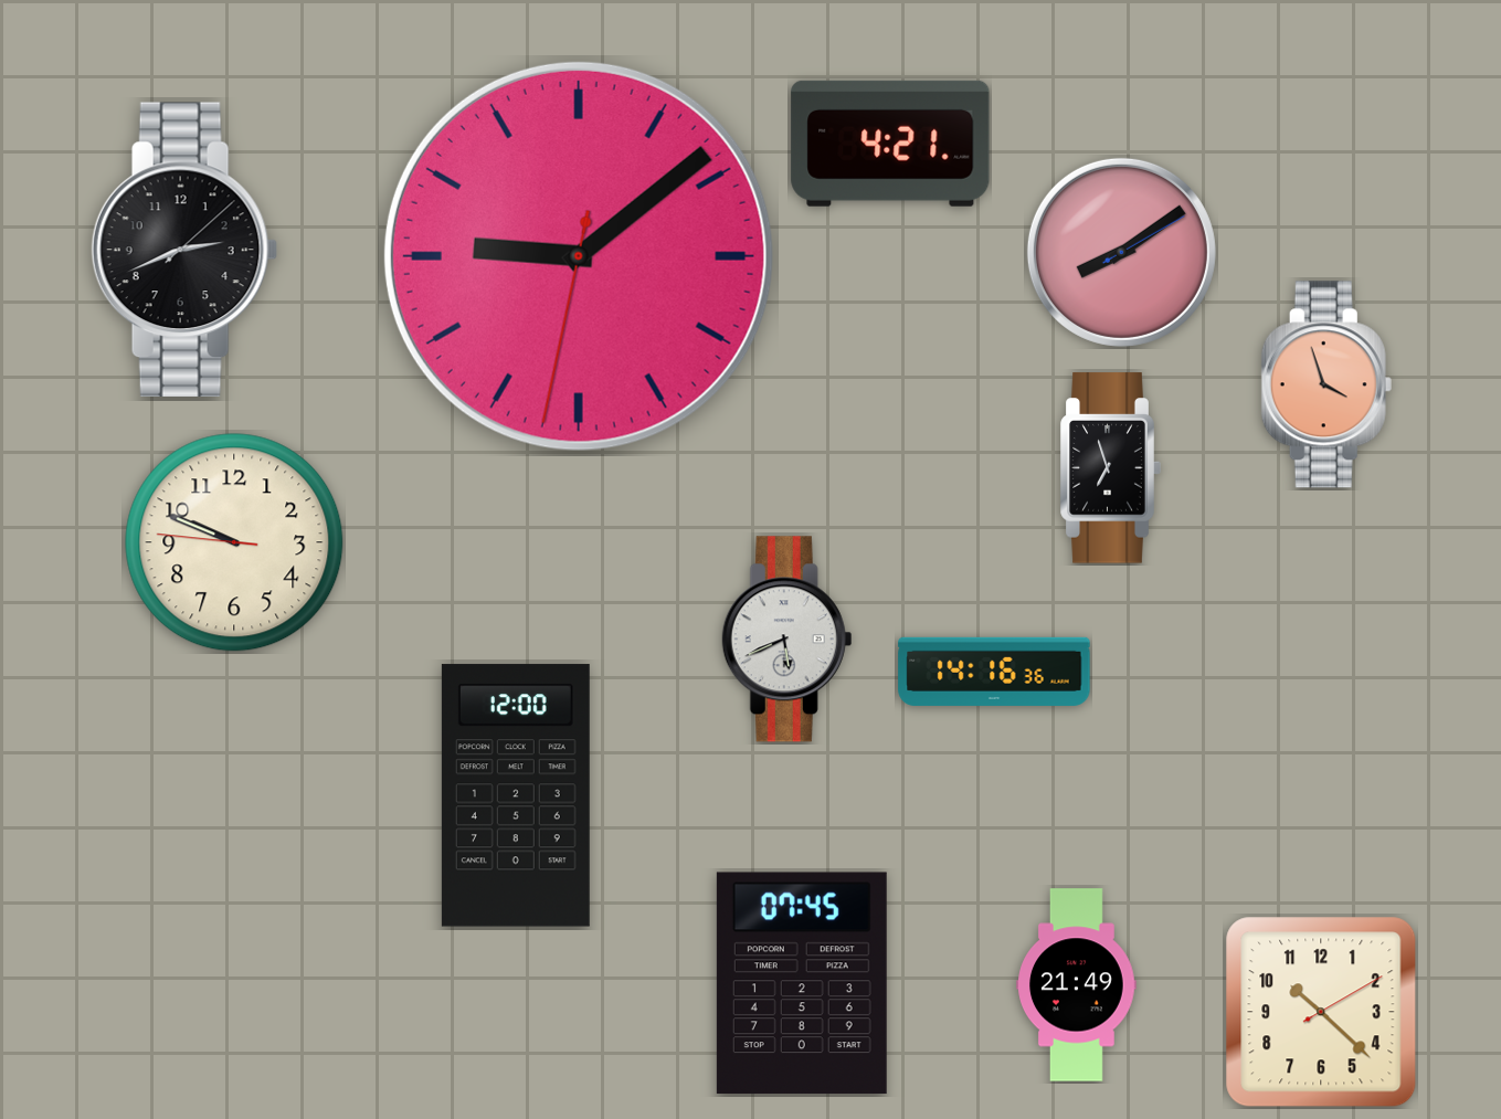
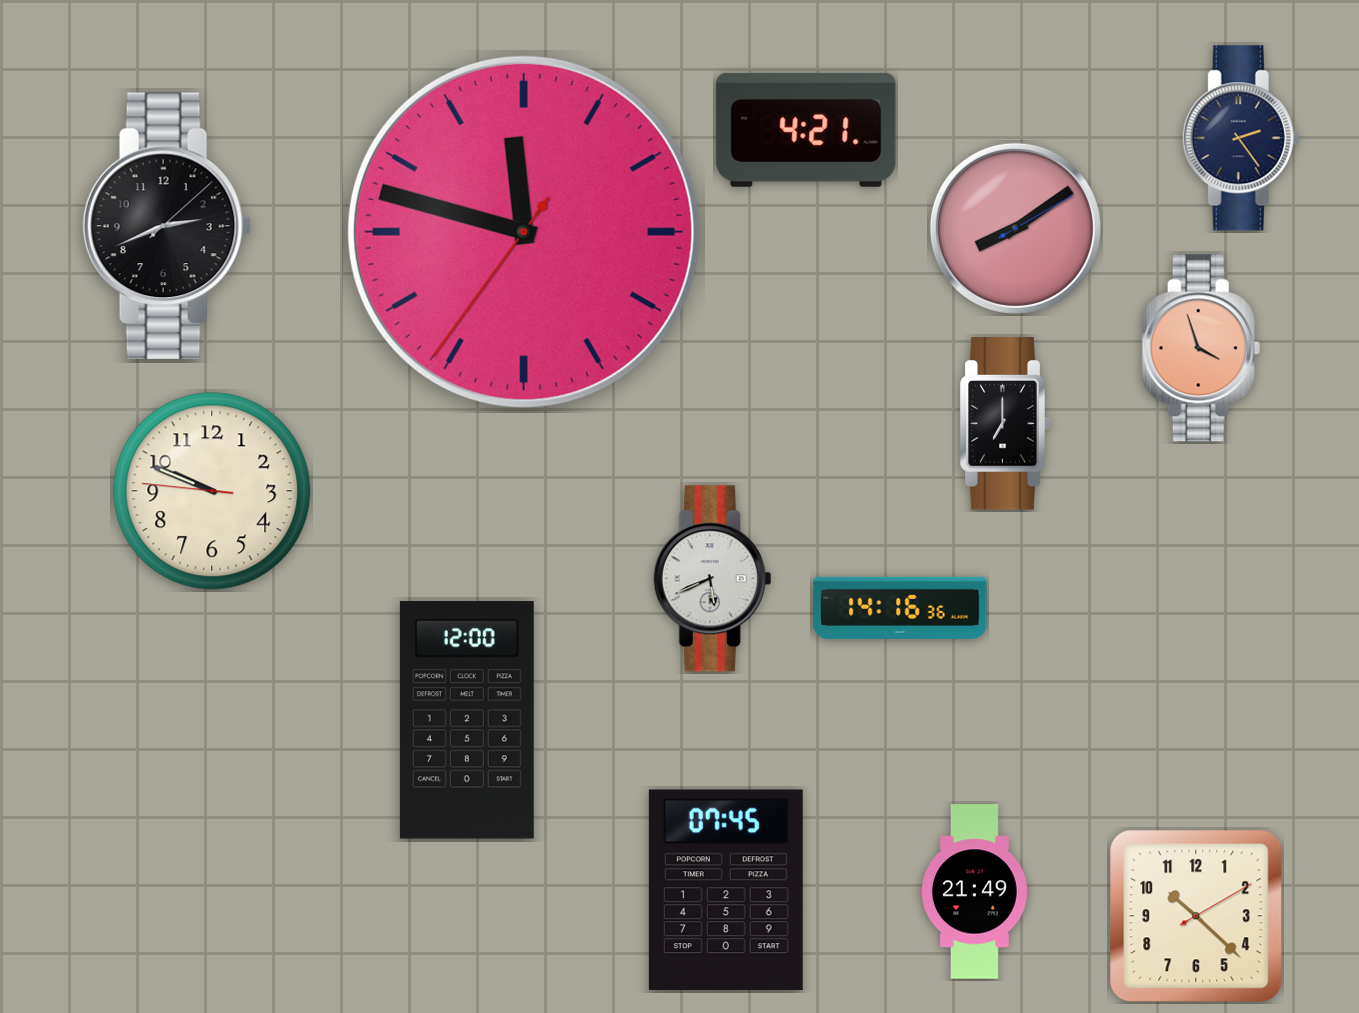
clock at (1241, 138): none -> 2:24
clock at (579, 256): 9:08 -> 11:47
clock at (1110, 468): 6:57 -> 7:00
